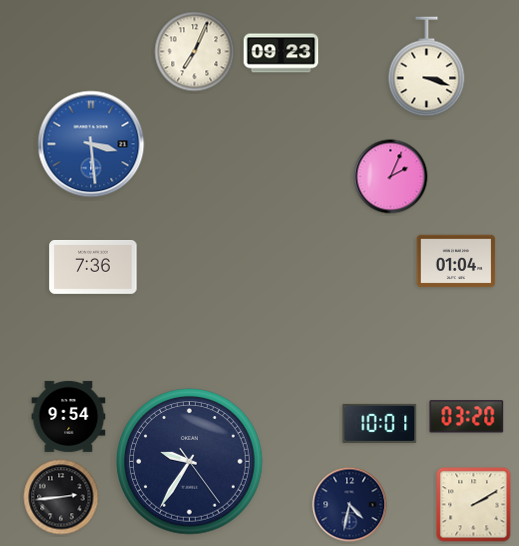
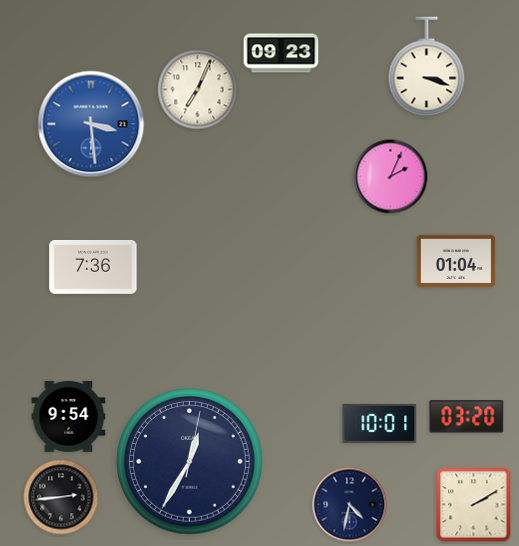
clock at (195, 52) position: (195, 52) -> (198, 90)
clock at (91, 144) position: (91, 144) -> (91, 124)
clock at (190, 462): 9:35 -> 12:35
